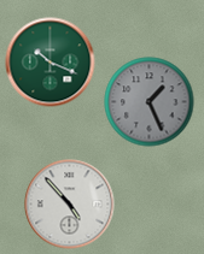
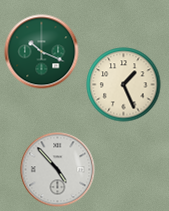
clock at (150, 102) dial: grey -> cream
